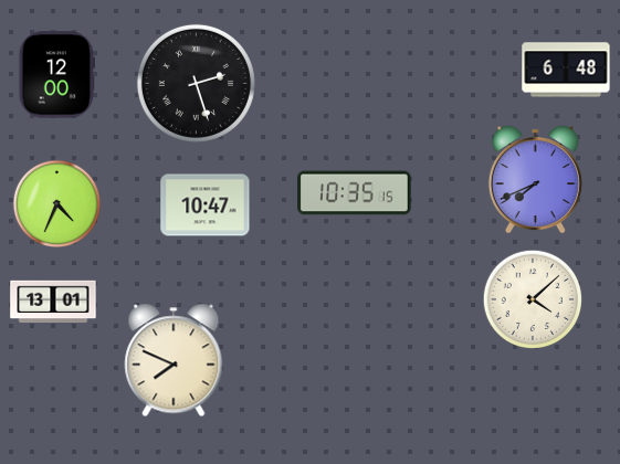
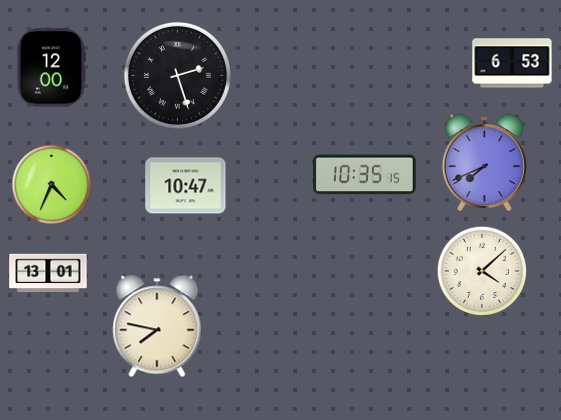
clock at (566, 70): 6:48 -> 6:53
clock at (355, 193) position: (355, 193) -> (365, 175)
clock at (174, 360): 7:49 -> 7:47
